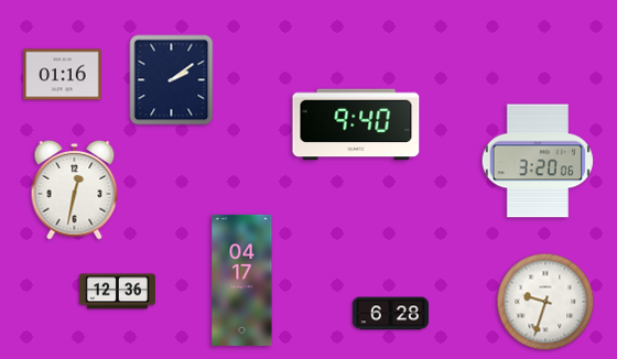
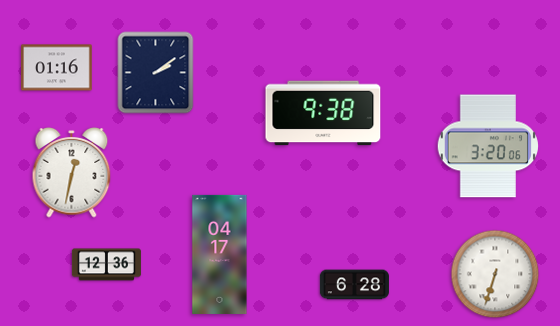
clock at (356, 124): 9:40 -> 9:38
clock at (75, 191) position: (75, 191) -> (72, 173)
clock at (545, 302): 9:33 -> 6:33
